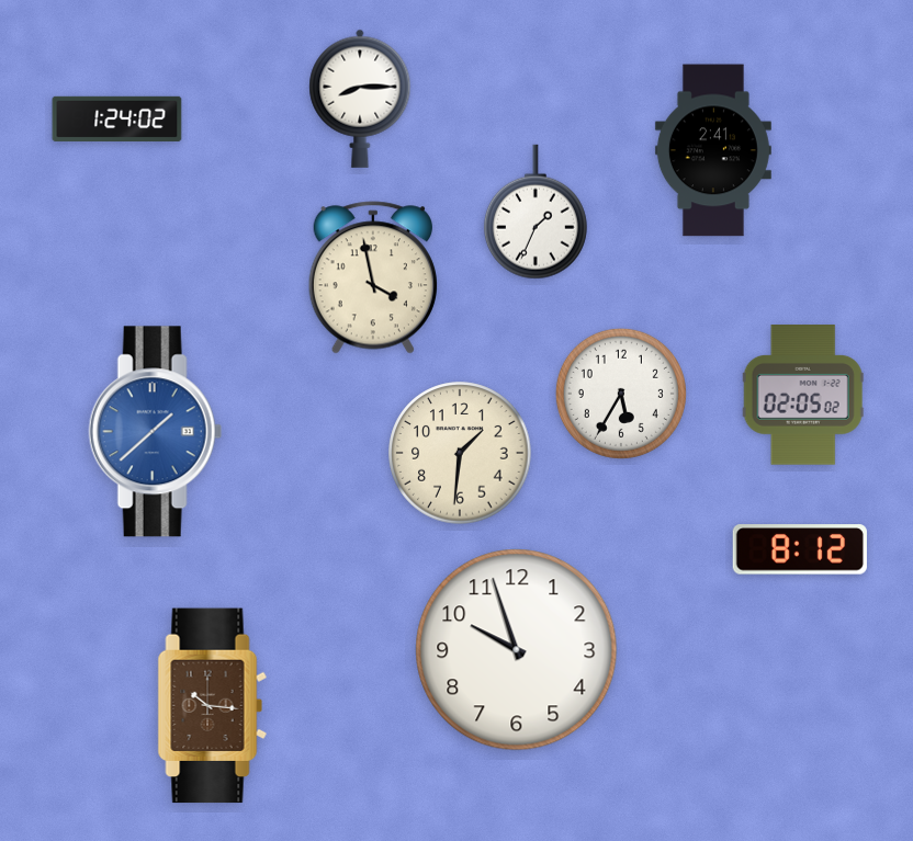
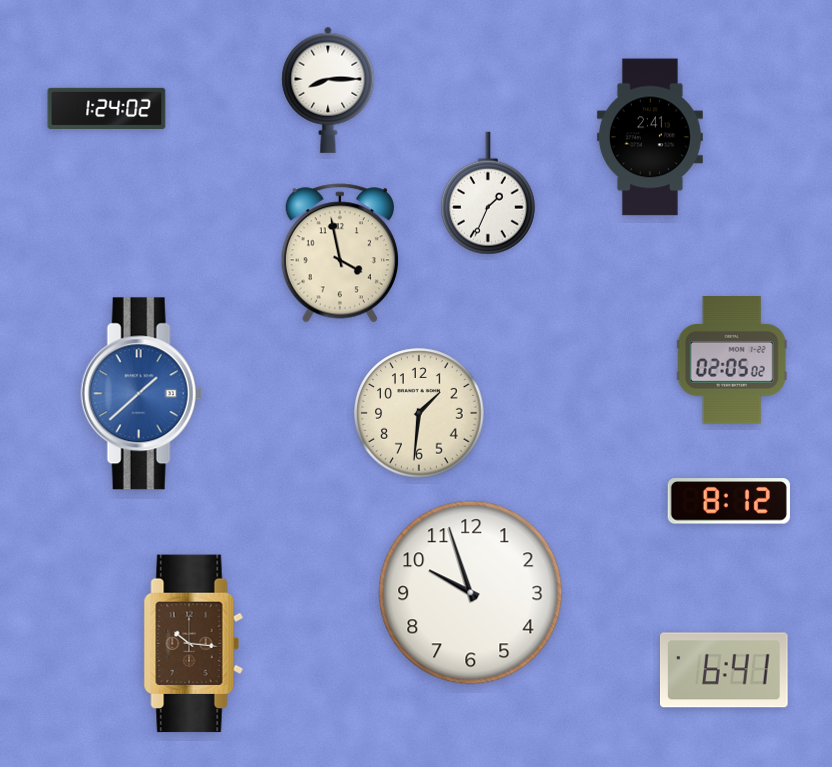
clock at (621, 394): 5:35 -> none
clock at (725, 670): none -> 6:41
